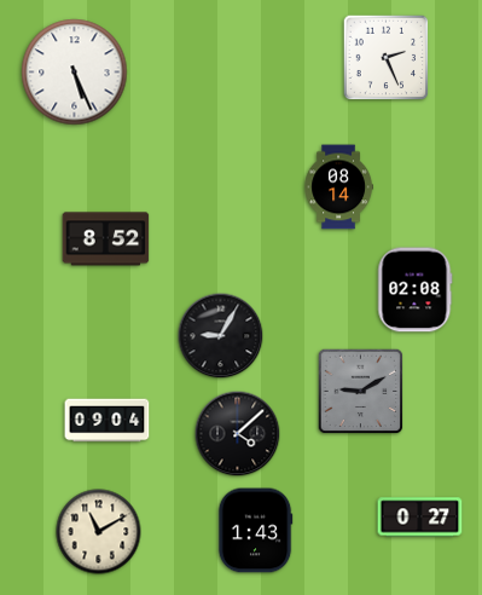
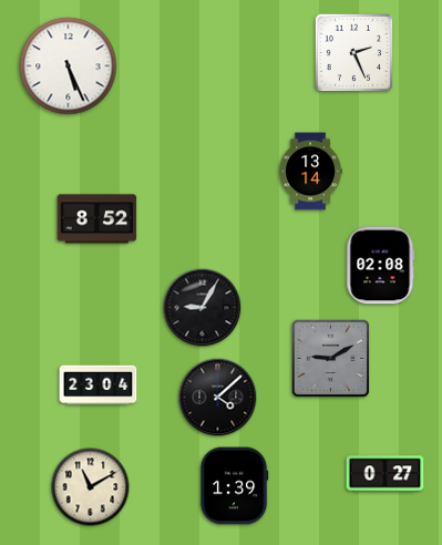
clock at (338, 187): 08:14 -> 13:14
clock at (108, 421): 09:04 -> 23:04
clock at (255, 531): 1:43 -> 1:39
